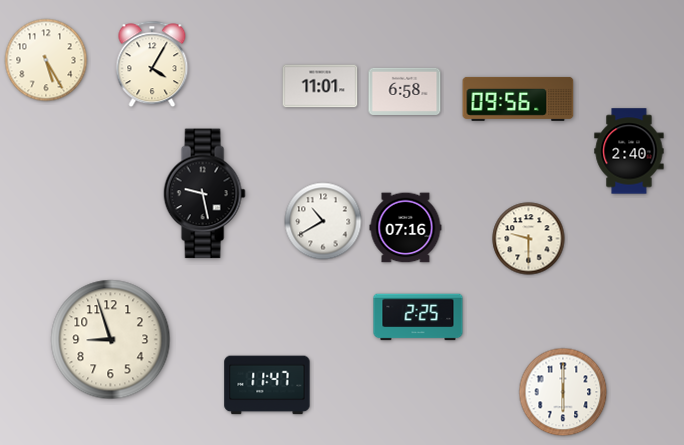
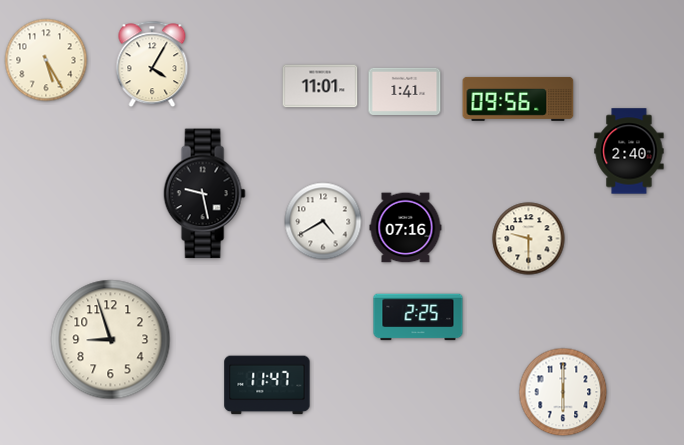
clock at (405, 91): 6:58 -> 1:41
clock at (323, 221): 10:40 -> 4:40
